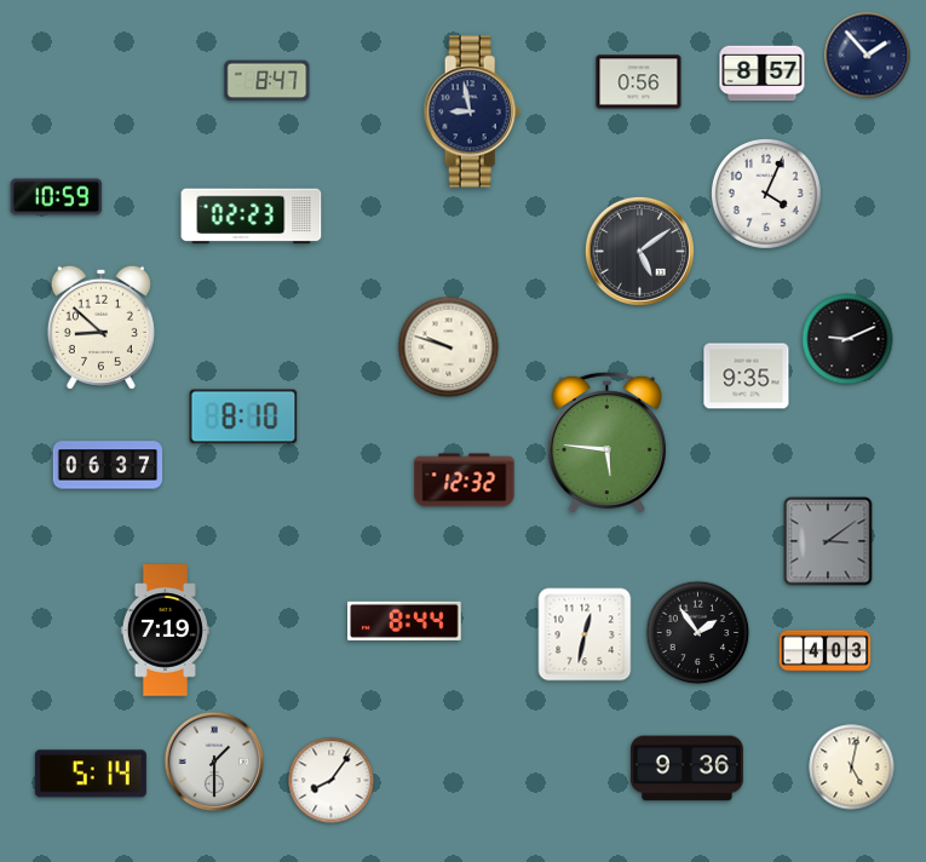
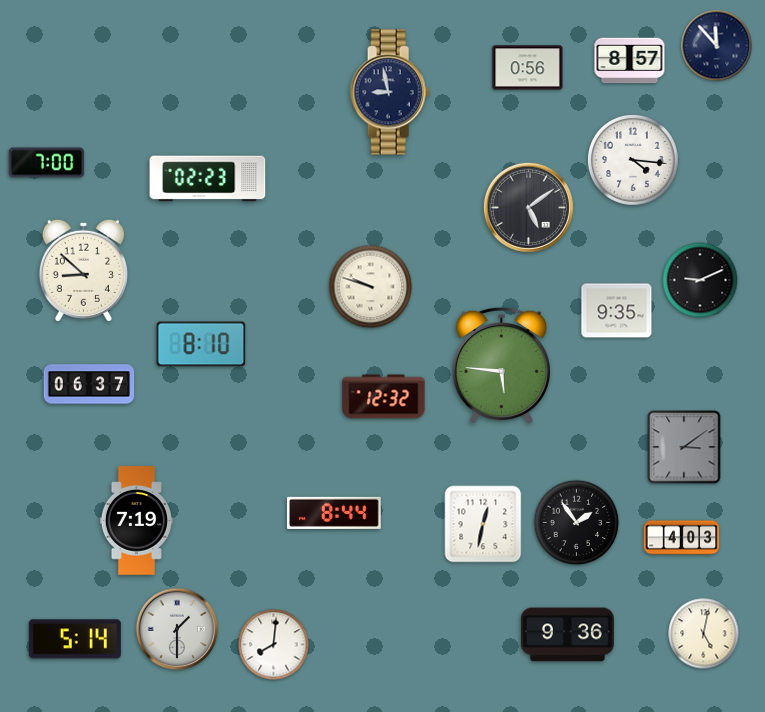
clock at (868, 56): 1:53 -> 11:53
clock at (268, 81): 8:47 -> none
clock at (766, 194): 4:04 -> 4:16
clock at (57, 197): 10:59 -> 7:00
clock at (332, 781): 8:06 -> 8:01
